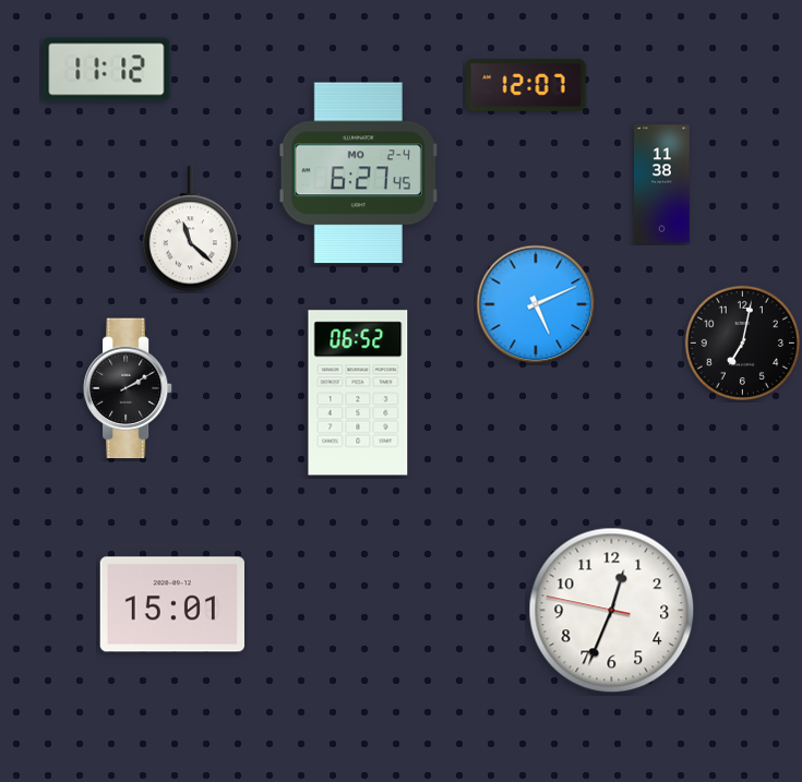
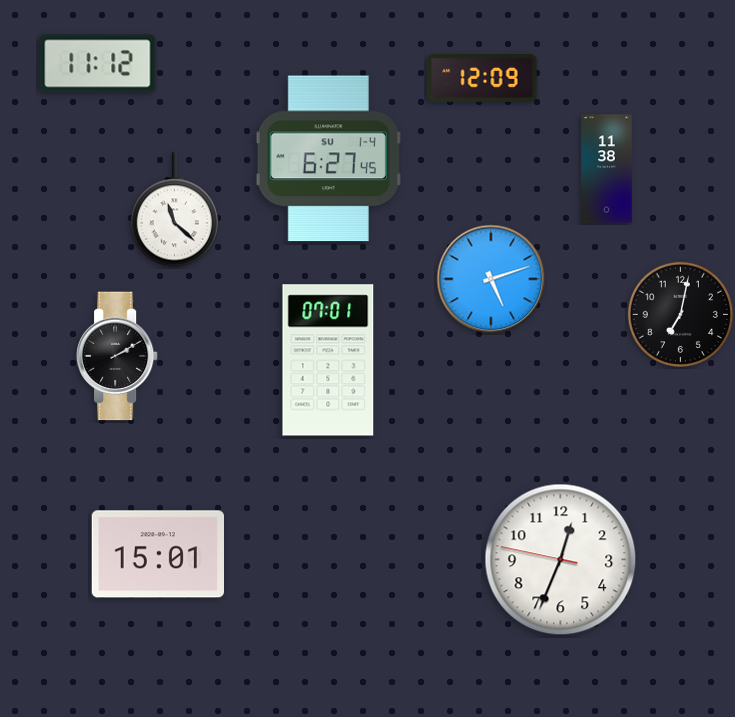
clock at (526, 86): 12:07 -> 12:09
clock at (358, 173) date: MO 2-4 -> SU 1-4
clock at (536, 304): 5:11 -> 5:12
clock at (358, 393): 06:52 -> 07:01
